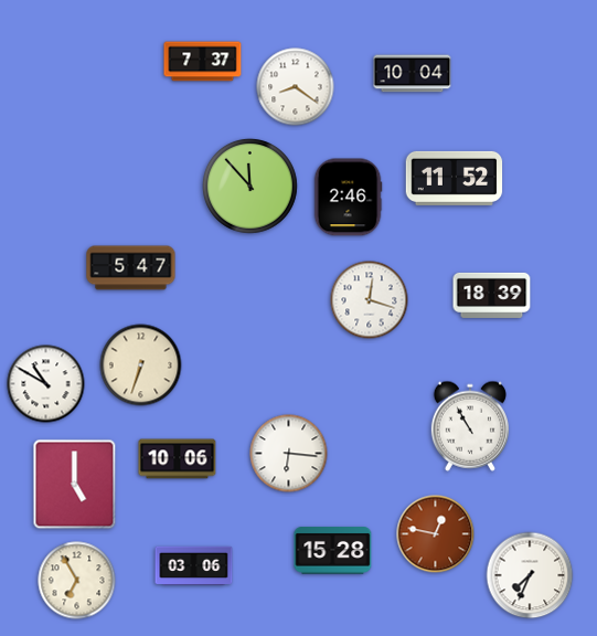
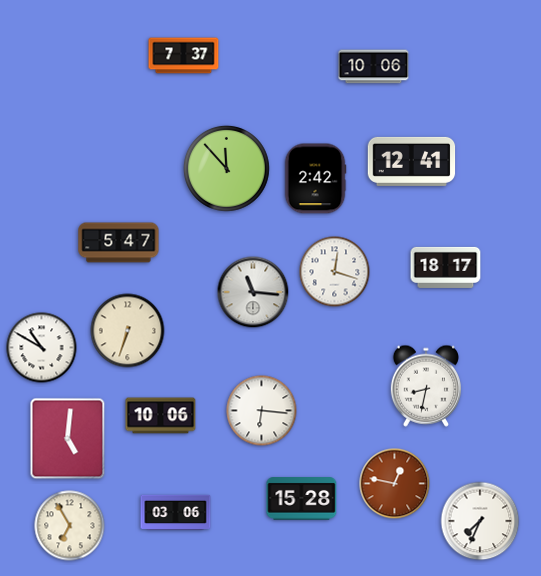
clock at (413, 74): 10:04 -> 10:06
clock at (296, 87): 8:21 -> none
clock at (455, 178): 11:52 -> 12:41
clock at (348, 198): 2:46 -> 2:42
clock at (492, 295): 18:39 -> 18:17
clock at (253, 292): none -> 11:16
clock at (469, 426): 10:55 -> 8:32
clock at (75, 485): 5:00 -> 5:01
